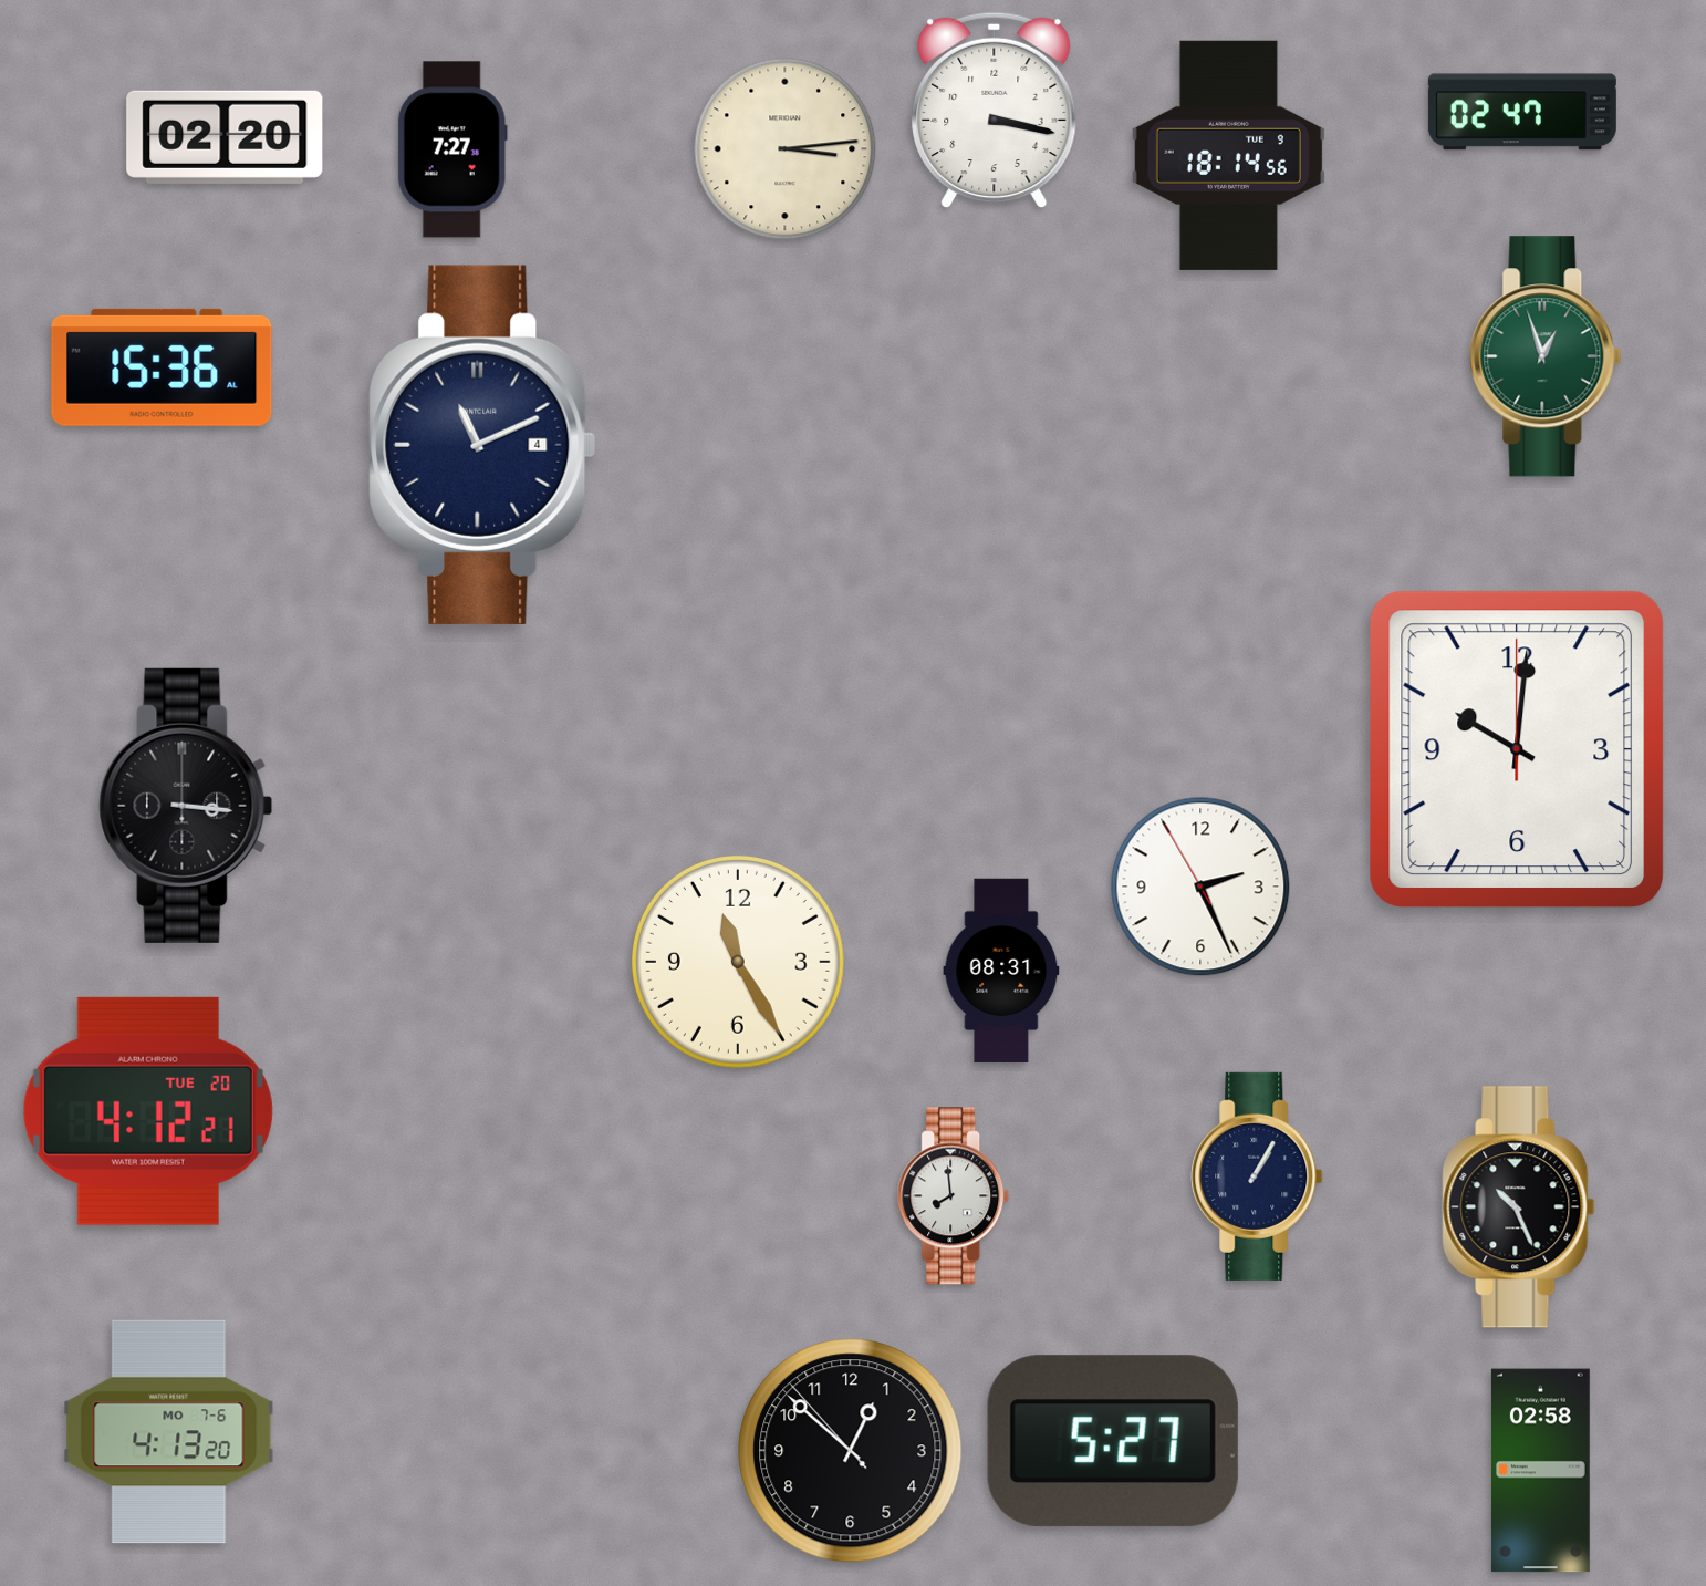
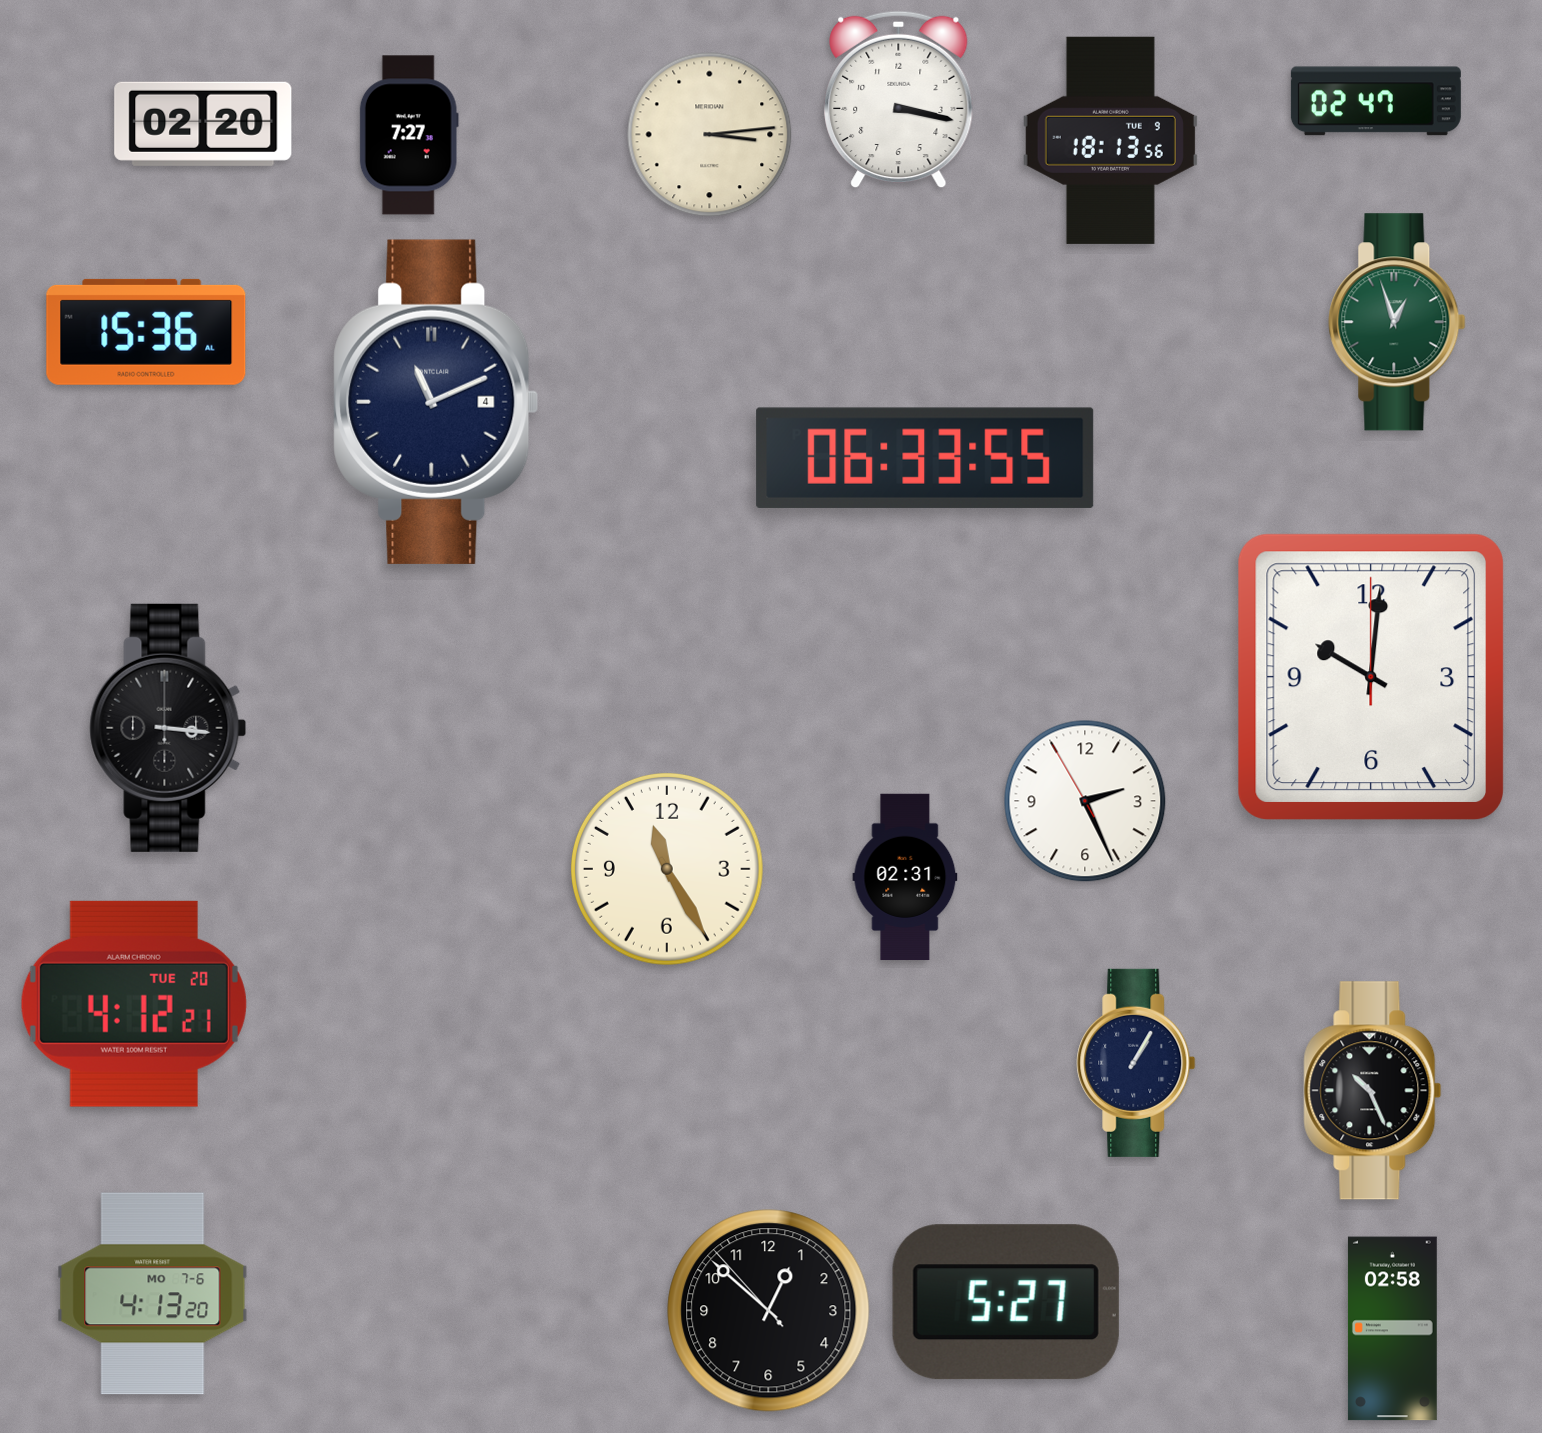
clock at (1228, 155): 18:14 -> 18:13
clock at (925, 458): none -> 06:33
clock at (1001, 971): 08:31 -> 02:31
clock at (954, 1196): 7:59 -> none
